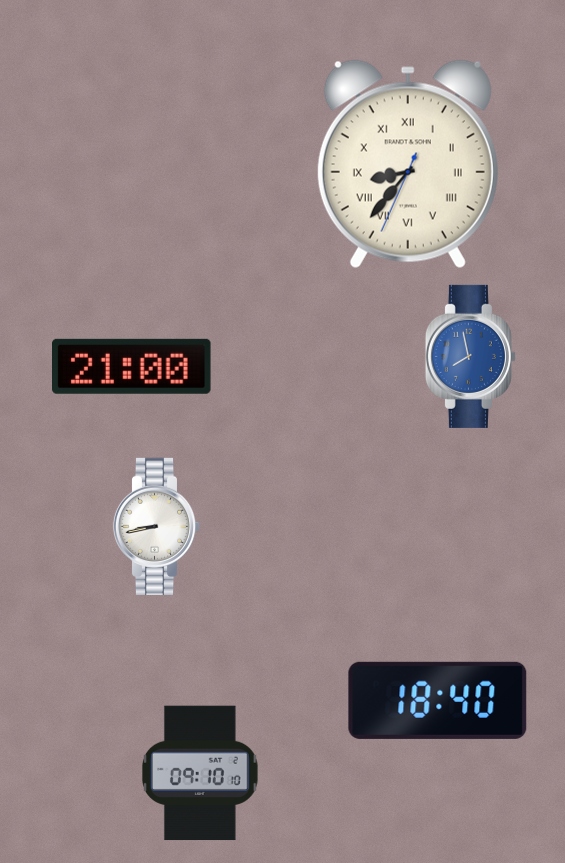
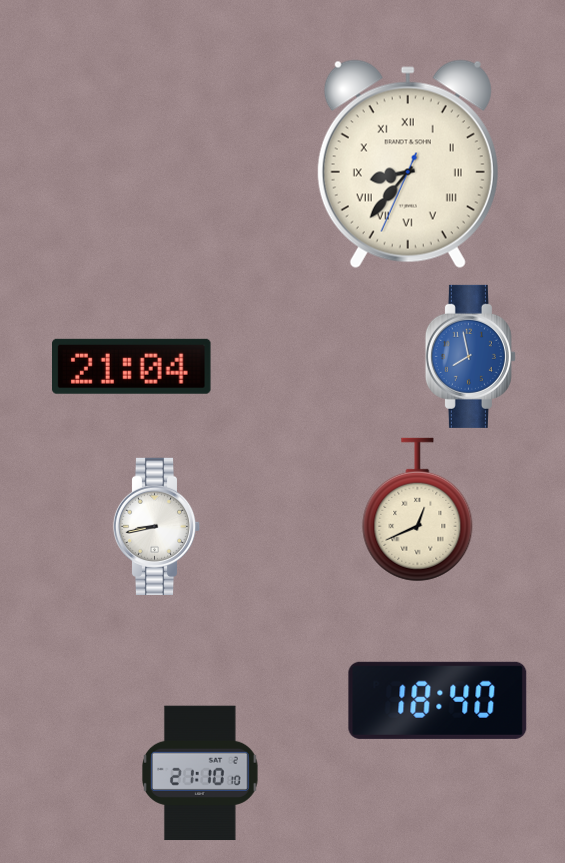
clock at (132, 366): 21:00 -> 21:04
clock at (418, 510): none -> 12:41
clock at (201, 773): 09:10 -> 21:10
